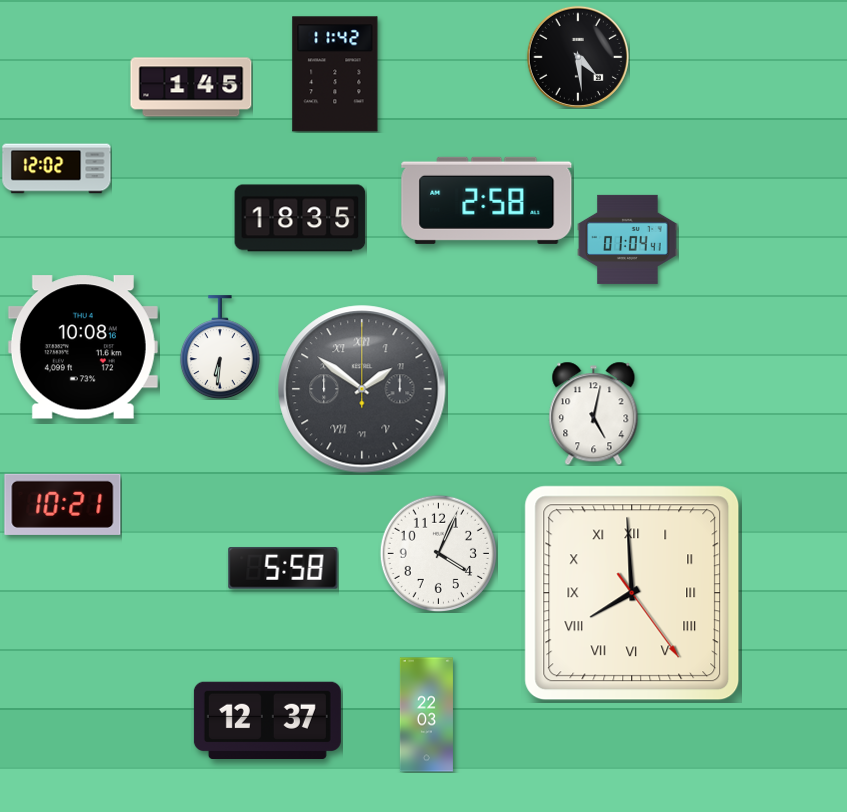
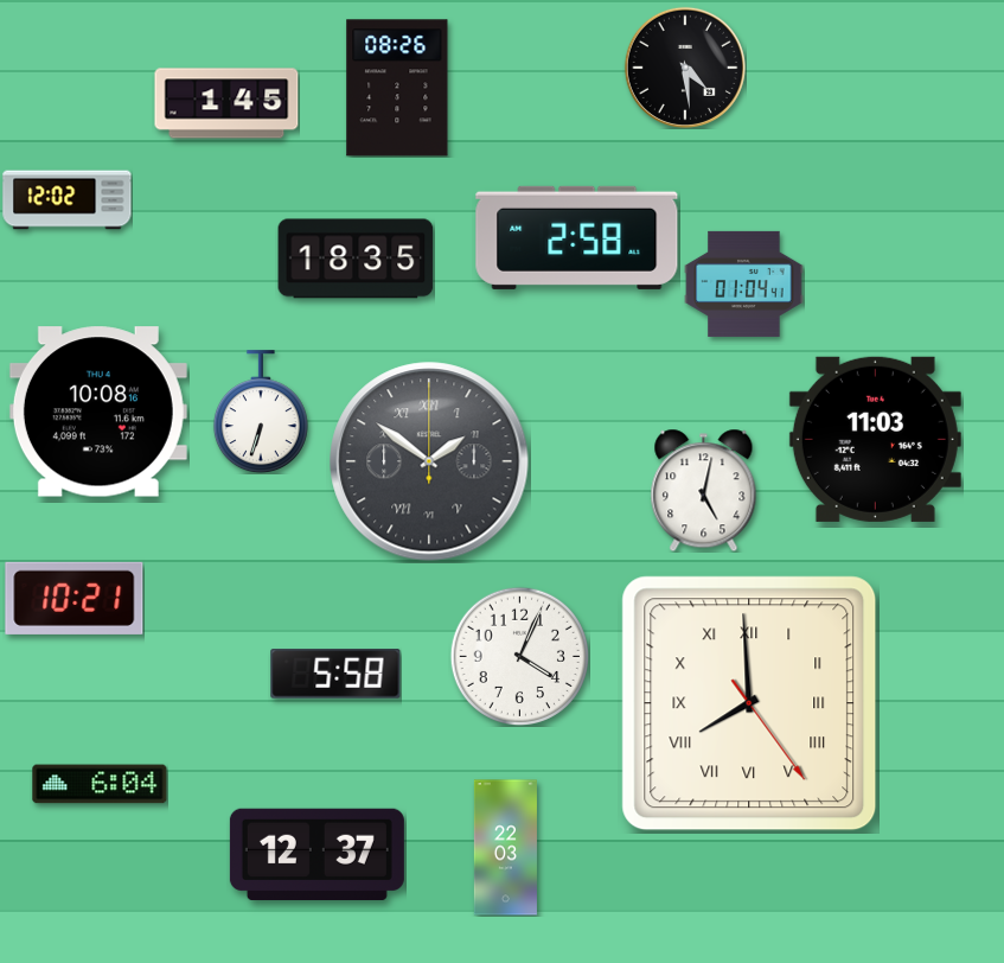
clock at (335, 74): 11:42 -> 08:26
clock at (220, 347): 6:31 -> 6:33
clock at (875, 439): none -> 11:03
clock at (100, 784): none -> 6:04
